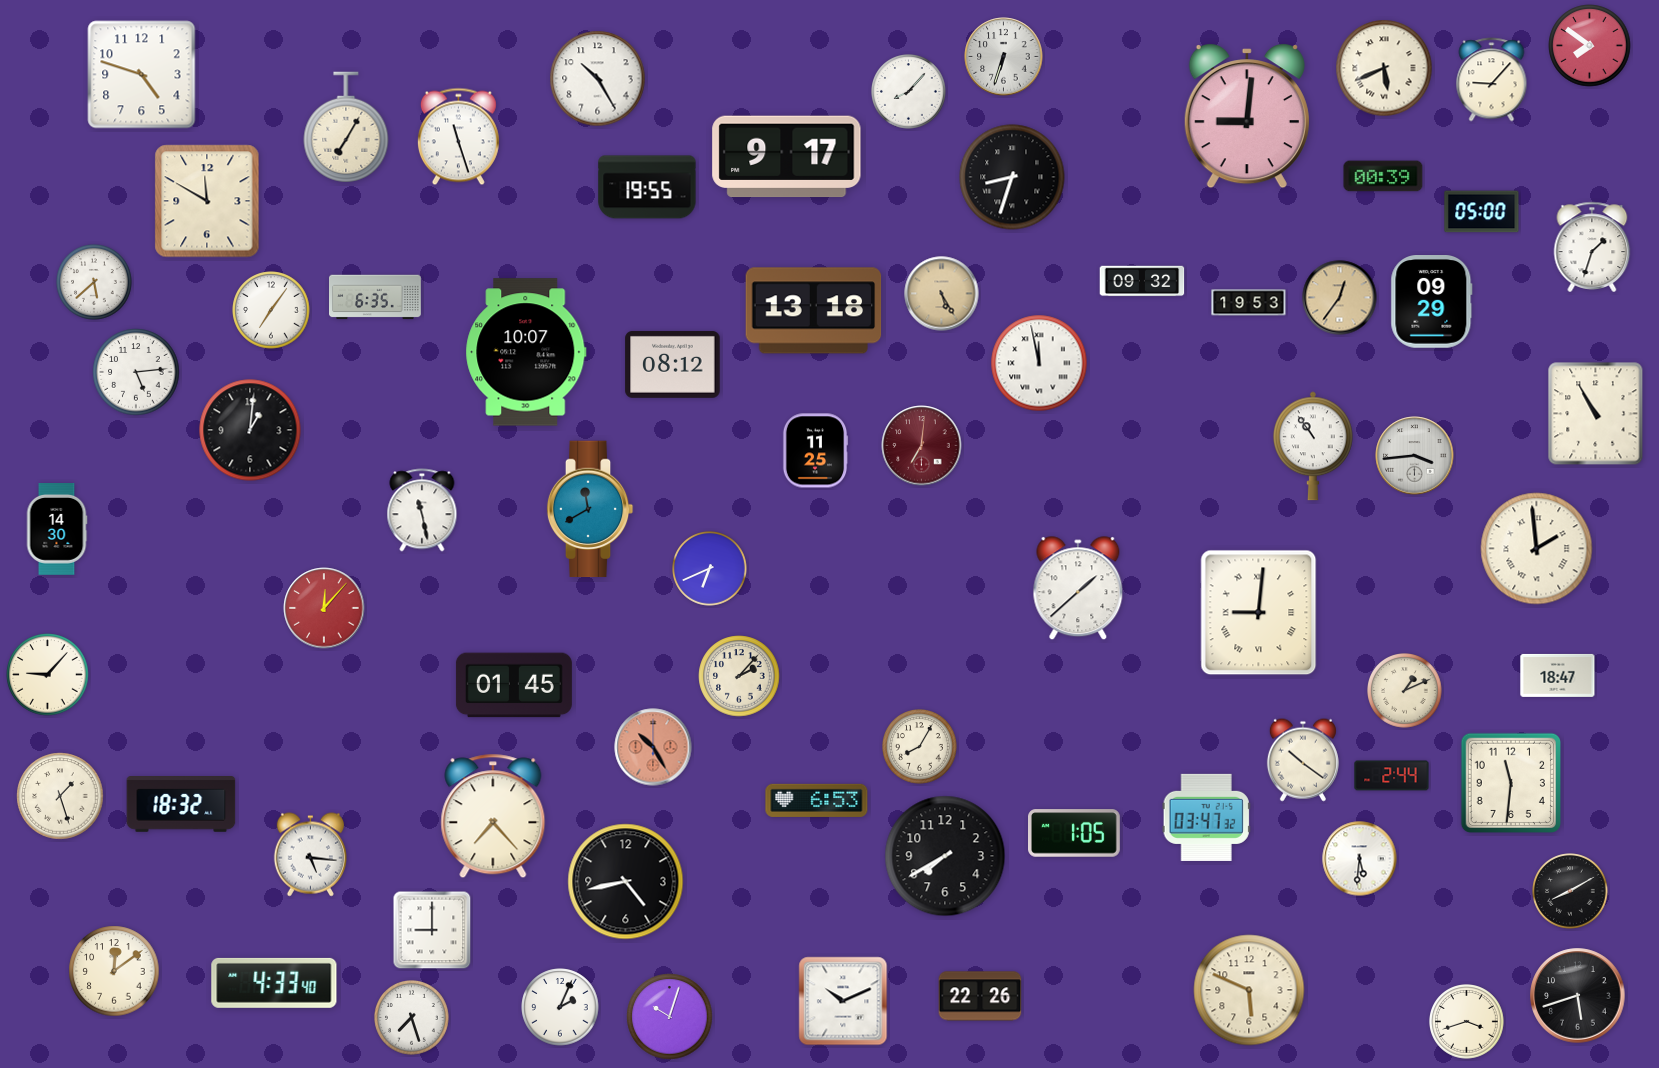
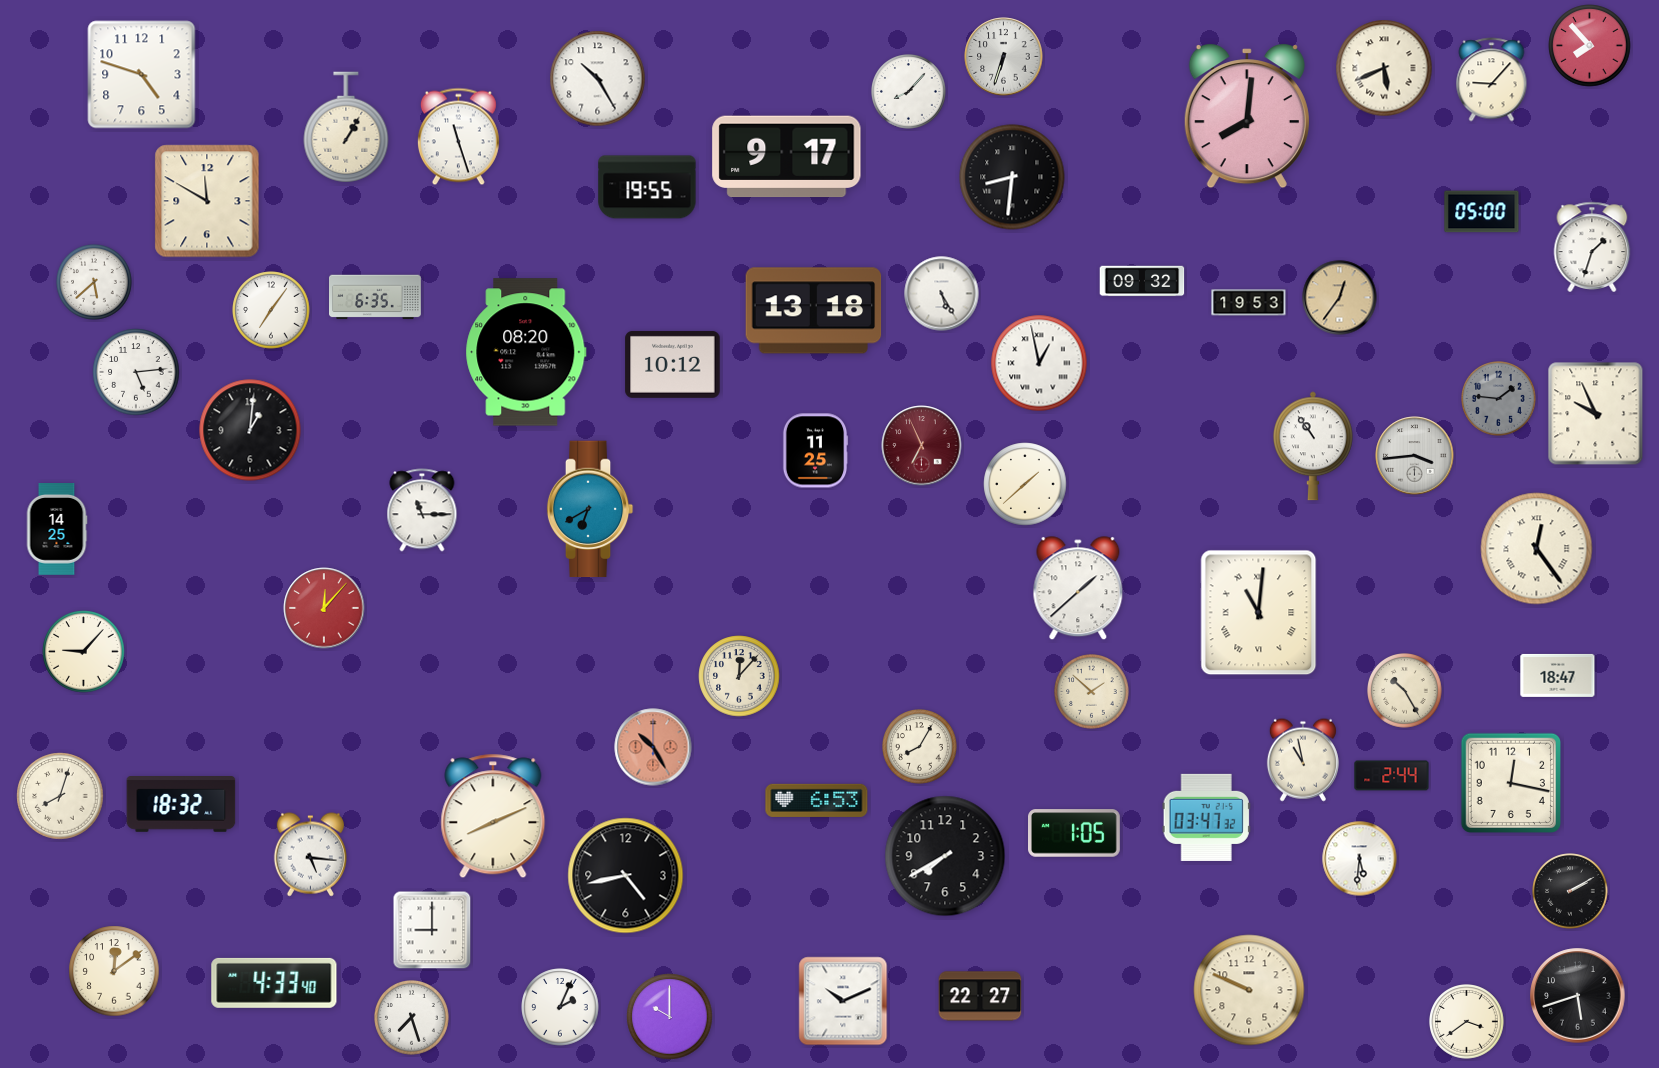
clock at (1590, 46): 7:51 -> 7:53
clock at (1247, 116): 9:01 -> 8:01
clock at (346, 127): 7:05 -> 1:05
clock at (1383, 176): 00:39 -> none
clock at (1012, 177): 8:33 -> 8:31
clock at (942, 294) dial: champagne -> white
clock at (1432, 302): 09:29 -> none
clock at (526, 352): 10:07 -> 08:20
clock at (1039, 363): 11:58 -> 12:58
clock at (673, 364): 08:12 -> 10:12
clock at (1499, 399): none -> 1:46
clock at (1596, 414): 10:55 -> 9:56
clock at (922, 446): 7:01 -> 6:56
clock at (1025, 484): none -> 1:38
clock at (590, 509): 11:40 -> 6:40
clock at (422, 510): 11:28 -> 11:15
clock at (57, 530): 14:30 -> 14:25
clock at (1537, 549): 1:59 -> 12:24
clock at (710, 569): 6:41 -> none
clock at (1259, 613): 9:01 -> 11:01
clock at (48, 675) position: (48, 675) -> (84, 652)
clock at (739, 676): 2:07 -> 12:07
clock at (514, 685): 01:45 -> none
clock at (1405, 691): 1:11 -> 10:25
clock at (1092, 692): none -> 1:52
clock at (1303, 760): 10:21 -> 10:58
clock at (1510, 782): 11:31 -> 12:17
clock at (60, 796): 1:27 -> 8:03
clock at (493, 816): 7:23 -> 8:11
clock at (626, 882) position: (626, 882) -> (626, 876)
clock at (1570, 891): 8:10 -> 2:10
clock at (1249, 990): 5:49 -> 9:49
clock at (980, 996): 22:26 -> 22:27
clock at (670, 1017): 10:03 -> 10:00
clock at (1467, 1022): 3:42 -> 3:39
